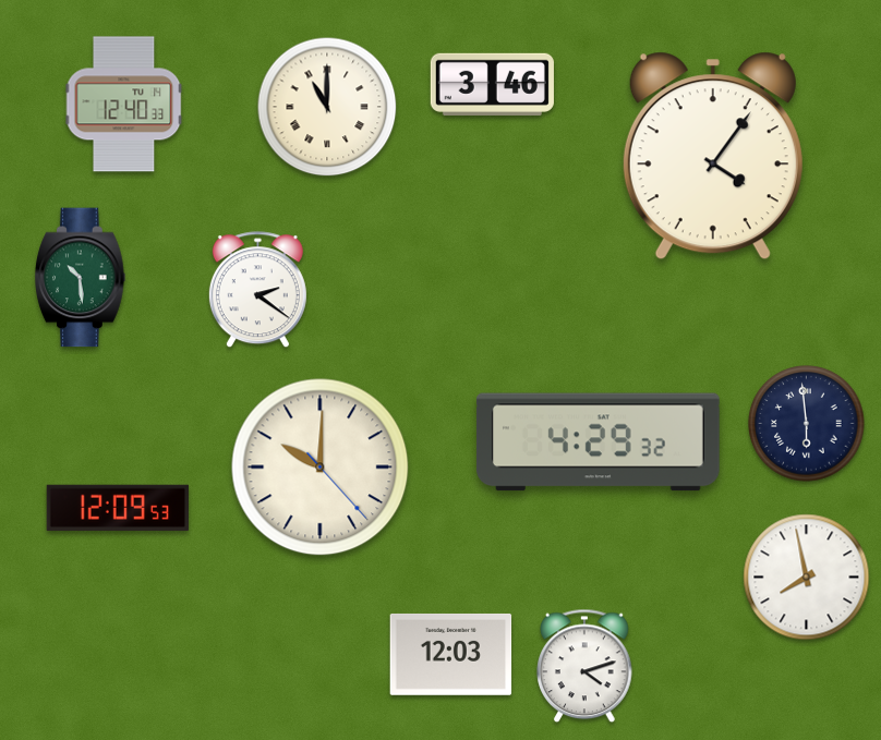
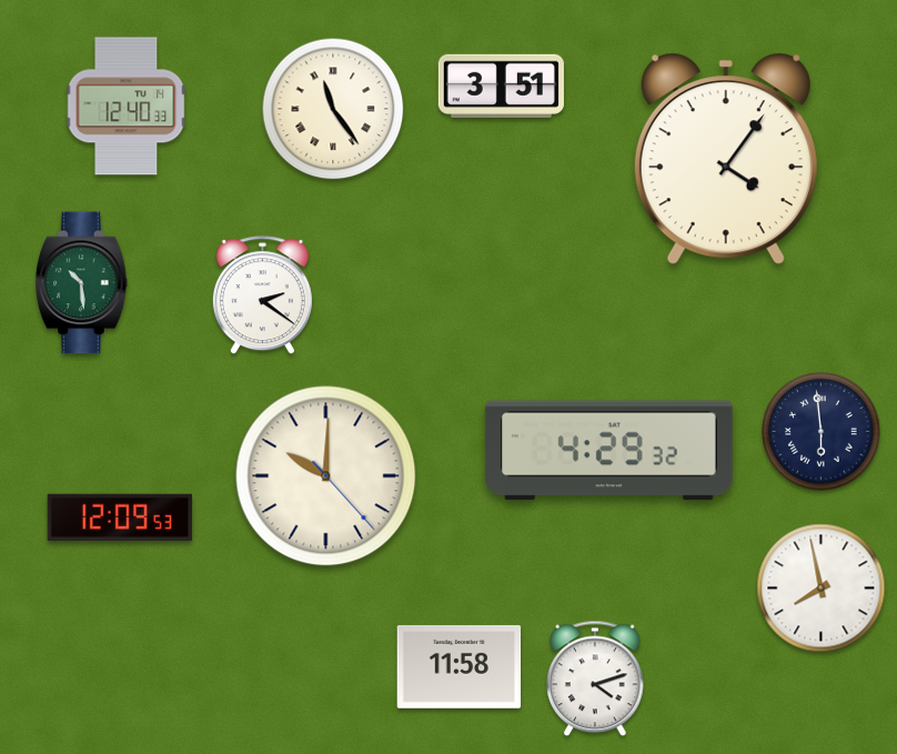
clock at (492, 84): 3:46 -> 3:51
clock at (327, 107): 11:00 -> 11:24
clock at (451, 654): 12:03 -> 11:58
